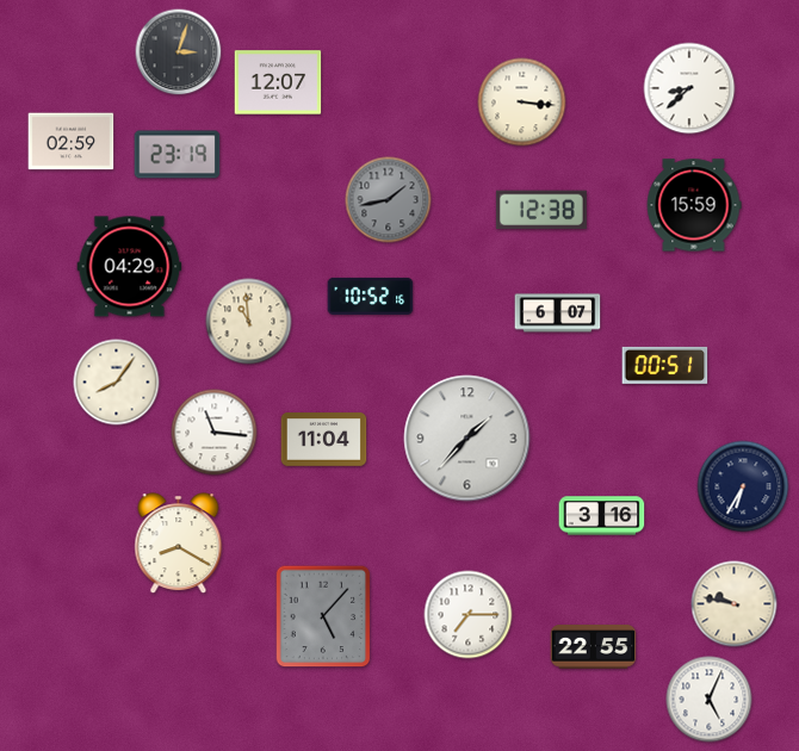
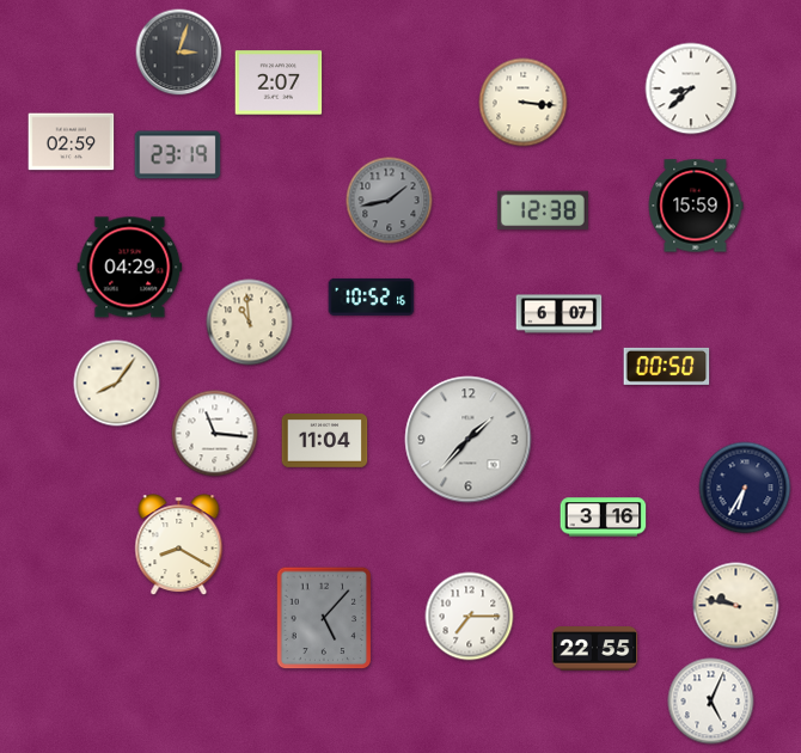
clock at (278, 82): 12:07 -> 2:07
clock at (665, 365): 00:51 -> 00:50
